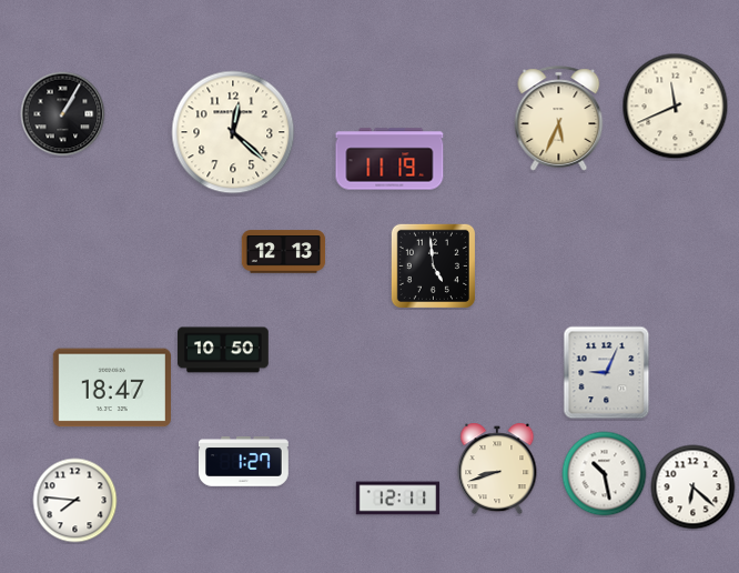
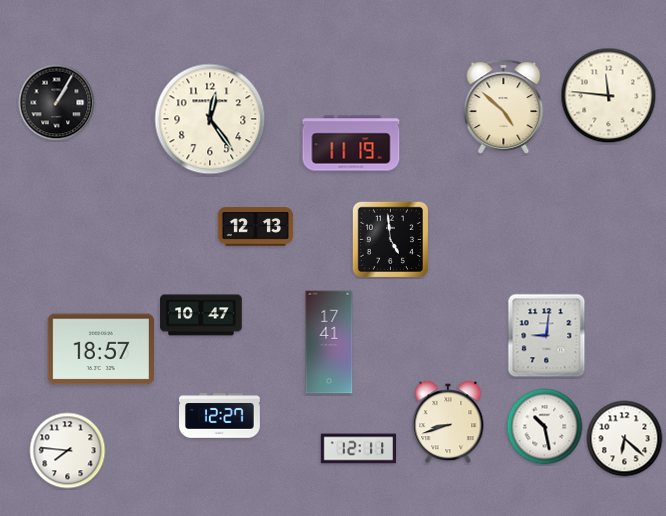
clock at (676, 107): 11:41 -> 11:46
clock at (559, 119): 5:34 -> 4:52
clock at (233, 132): 12:22 -> 12:24
clock at (223, 350): 10:50 -> 10:47
clock at (607, 373): 9:04 -> 9:01
clock at (329, 342): none -> 17:41
clock at (111, 388): 18:47 -> 18:57
clock at (244, 462): 1:27 -> 12:27
